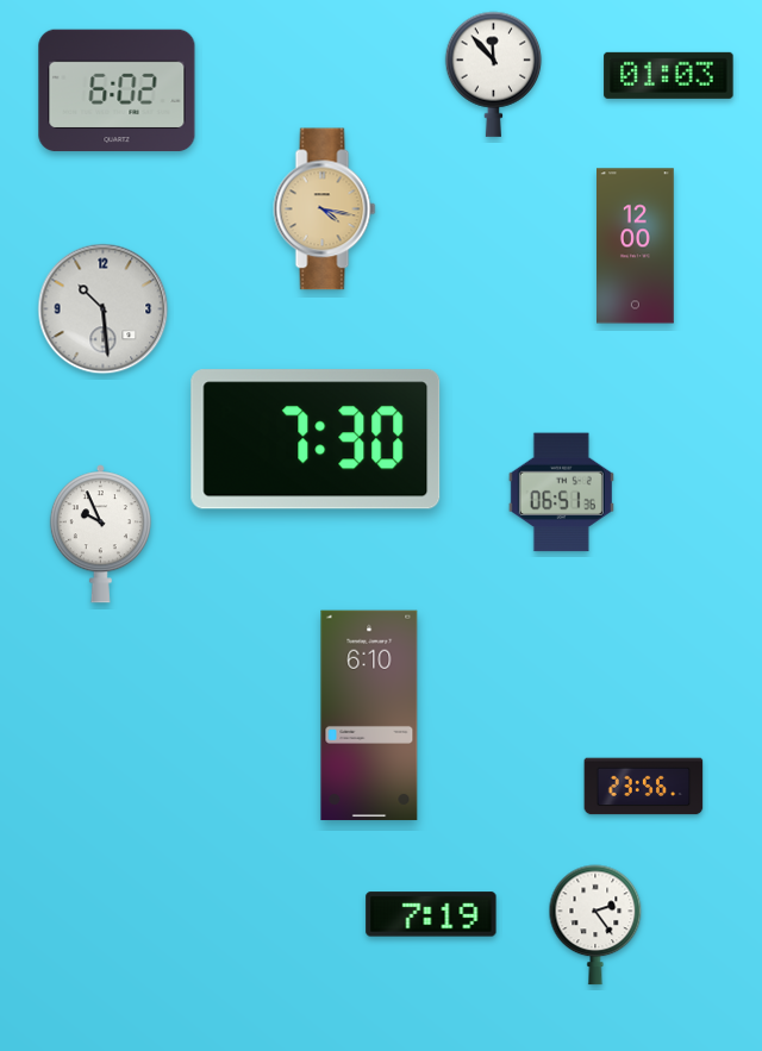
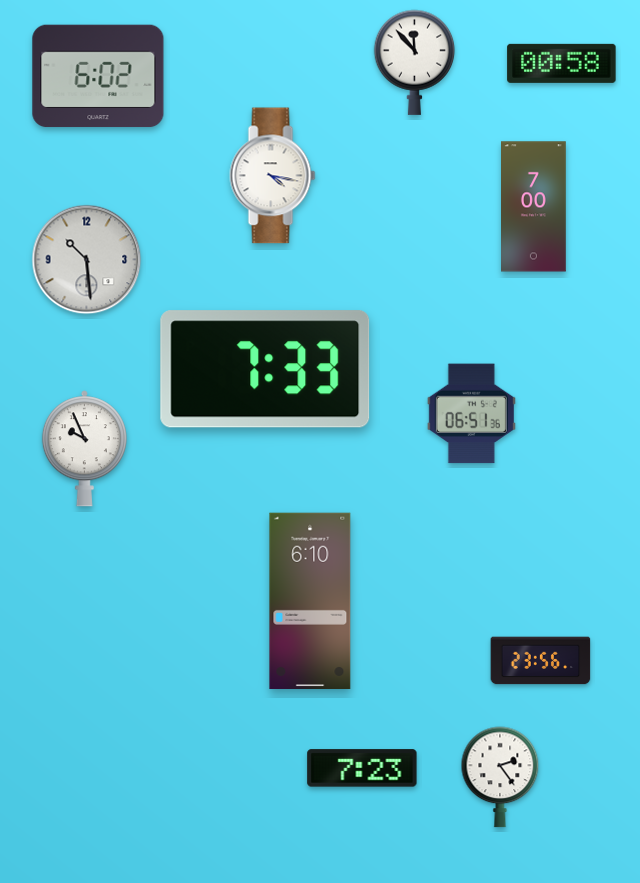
clock at (669, 75): 01:03 -> 00:58
clock at (325, 209) dial: champagne -> white
clock at (636, 246): 12:00 -> 7:00
clock at (316, 439): 7:30 -> 7:33
clock at (431, 914): 7:19 -> 7:23
